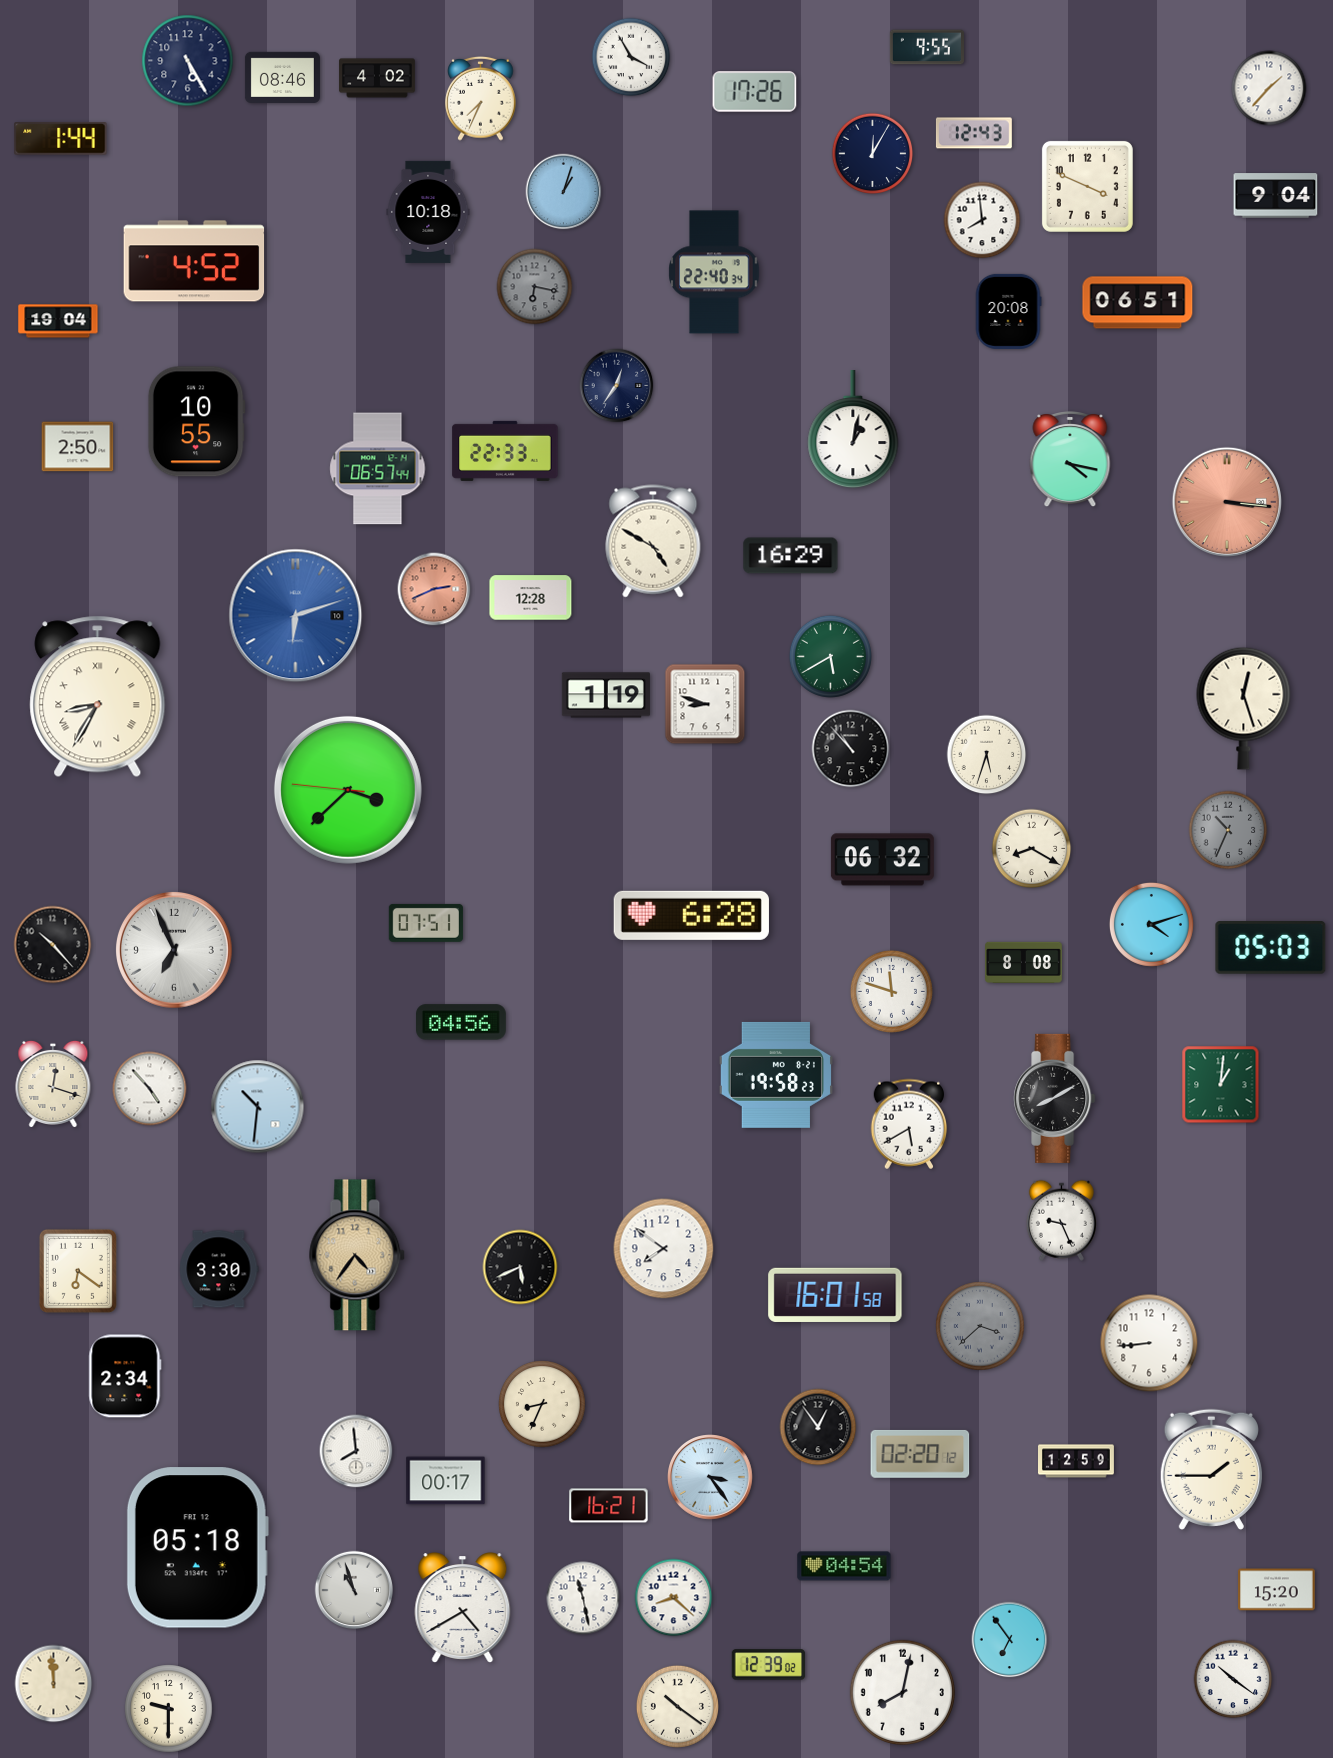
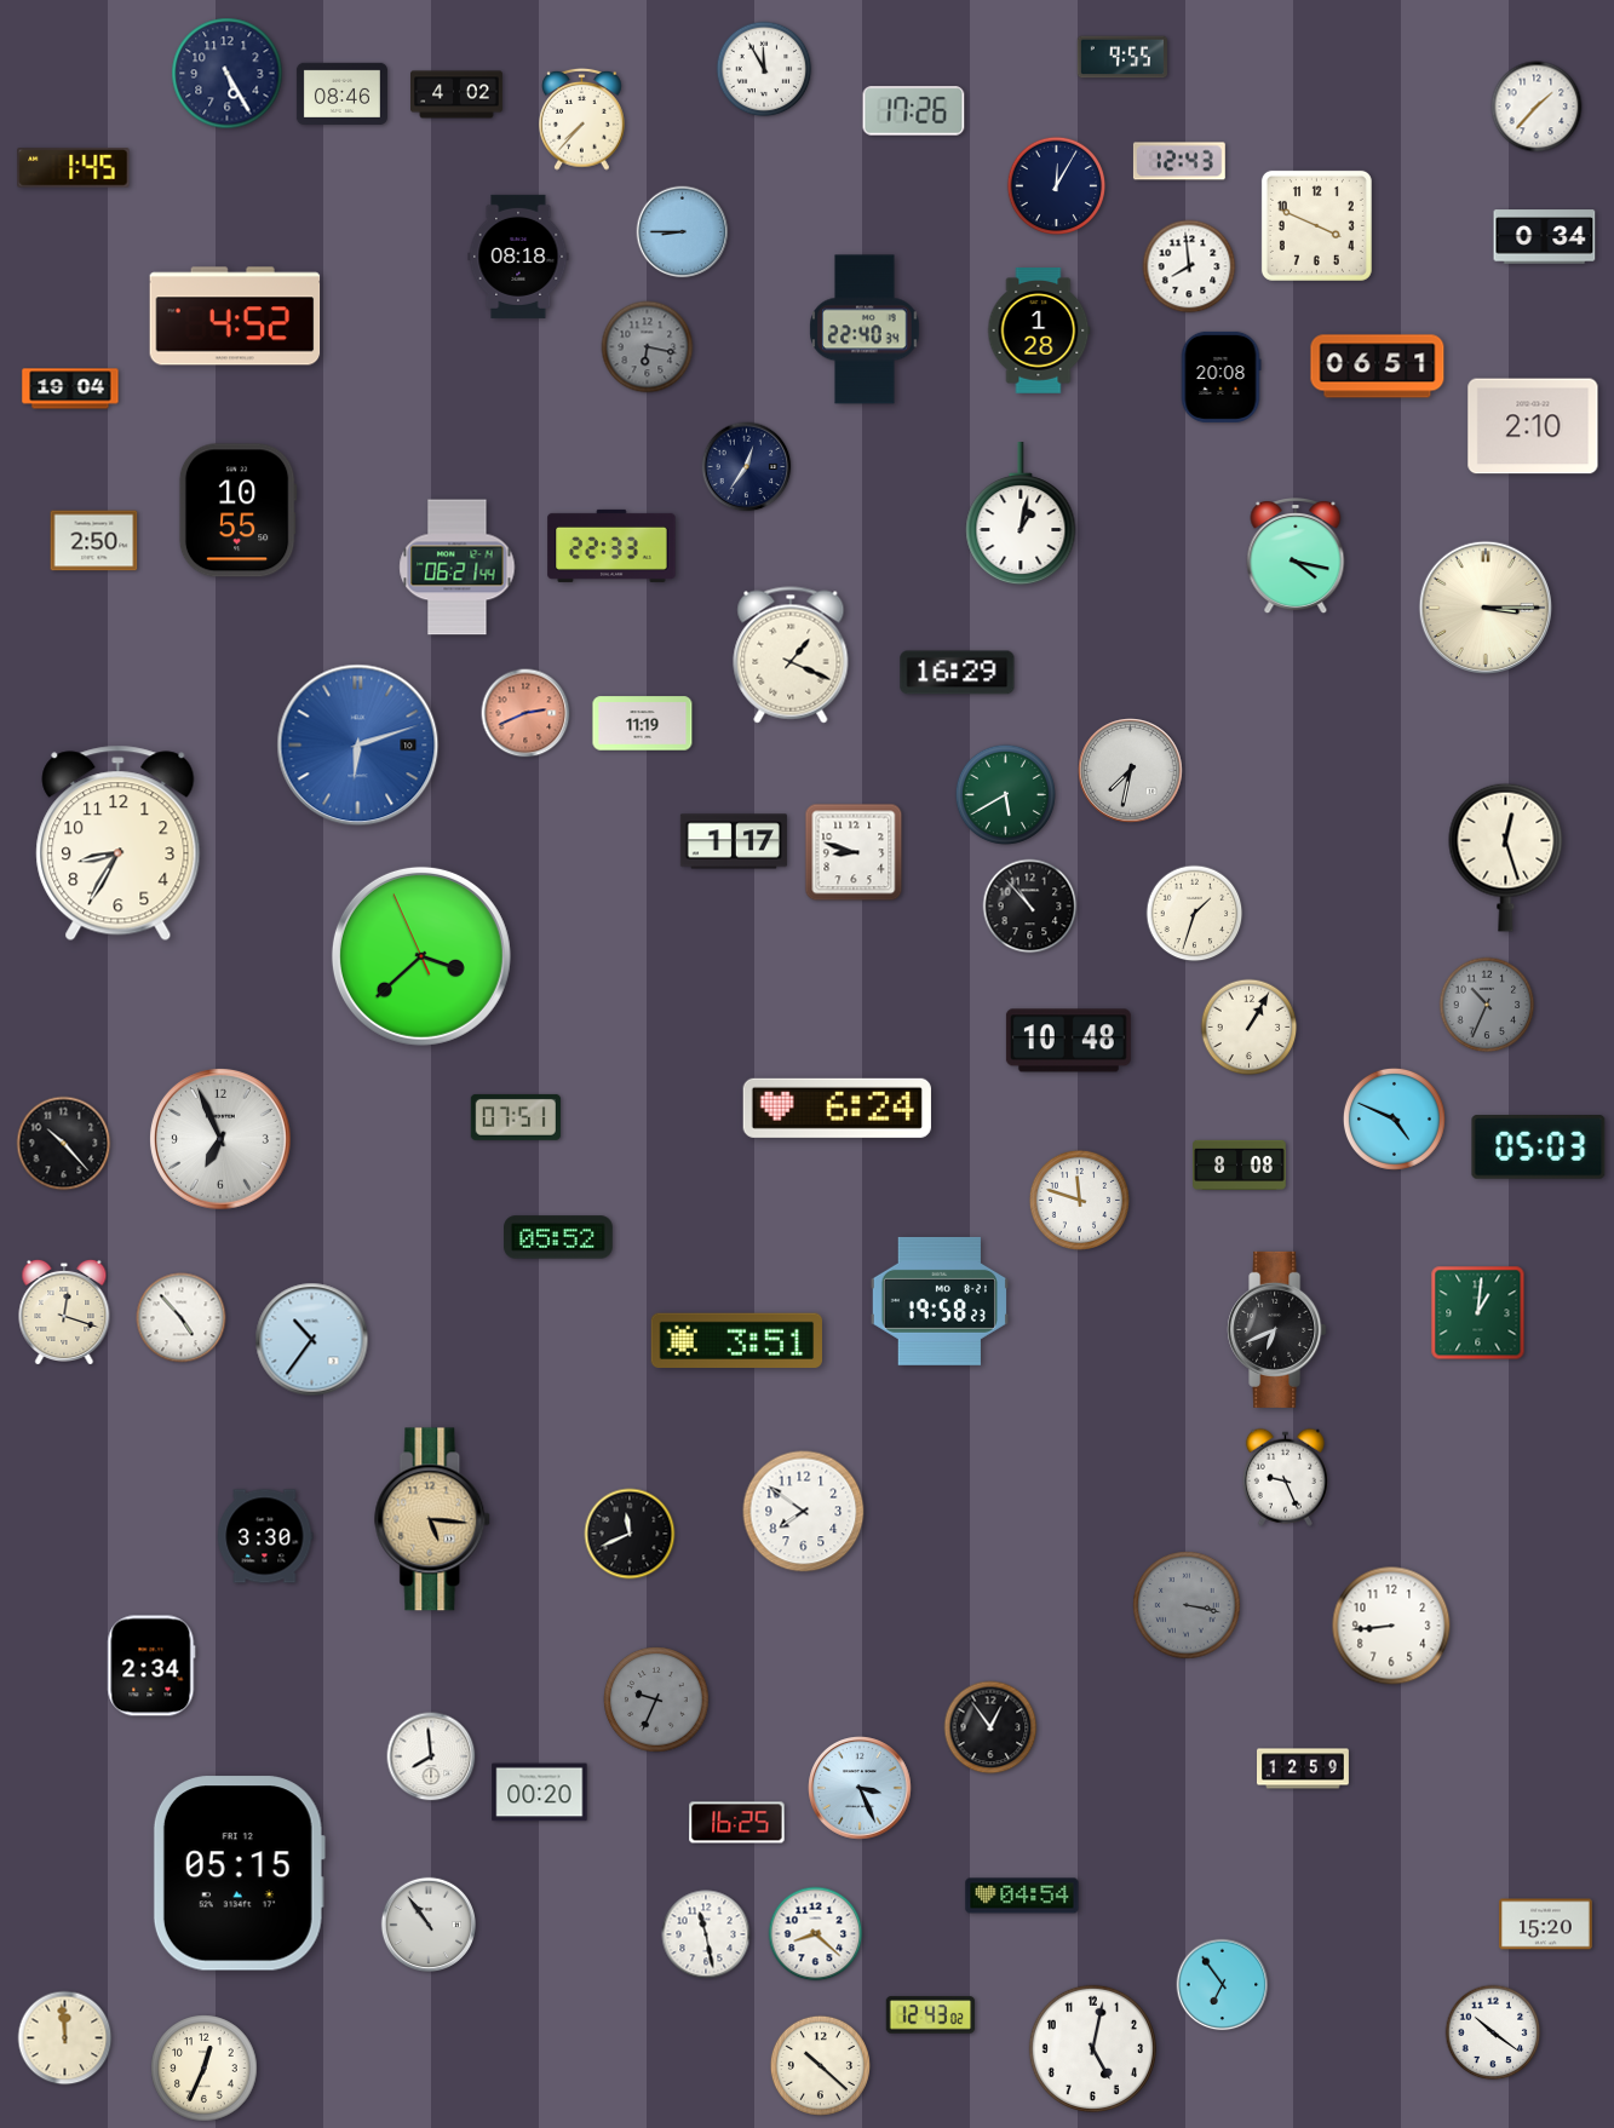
clock at (631, 57): 3:55 -> 11:55
clock at (481, 98): 7:34 -> 7:37
clock at (61, 139): 1:44 -> 1:45
clock at (564, 192): 1:03 -> 8:45
clock at (1276, 196): 9:04 -> 0:34
clock at (428, 212): 10:18 -> 08:18
clock at (1039, 332): none -> 1:28
clock at (1533, 426): none -> 2:10
clock at (853, 430) position: (853, 430) -> (1021, 514)
clock at (378, 469): 06:57 -> 06:21
clock at (1226, 501): 3:16 -> 3:15
clock at (1226, 501) dial: salmon -> cream
clock at (653, 541): 4:50 -> 1:19
clock at (531, 598): 12:28 -> 11:19
clock at (1131, 771): none -> 7:32
clock at (606, 695): 1:19 -> 1:17
clock at (98, 697) numerals: Roman -> Arabic
clock at (987, 755): 5:33 -> 1:33
clock at (348, 790): 3:37:46 -> 3:37:56
clock at (1032, 849): 8:20 -> 1:05
clock at (882, 860): 06:32 -> 10:48
clock at (691, 915): 6:28 -> 6:24
clock at (1151, 924): 4:12 -> 4:49
clock at (174, 950) position: (174, 950) -> (220, 1139)
clock at (462, 1022): 04:56 -> 05:52
clock at (1055, 1098): 8:10 -> 6:41
clock at (258, 1107): 10:31 -> 10:36
clock at (736, 1340): none -> 3:51
clock at (909, 1124): 5:40 -> none
clock at (358, 1255): 4:36 -> 5:16
clock at (520, 1267): 5:41 -> 11:41
clock at (78, 1271): 6:21 -> none
clock at (835, 1295): 16:01 -> none
clock at (980, 1326): 3:38 -> 3:17
clock at (542, 1404): 8:34 -> 9:34
clock at (542, 1404) dial: cream -> grey
clock at (920, 1454): 02:20 -> none
clock at (1211, 1469): 1:45 -> none
clock at (710, 1477): 3:24 -> 3:26
clock at (446, 1481): 00:17 -> 00:20
clock at (609, 1506): 16:21 -> 16:25
clock at (197, 1548): 05:18 -> 05:15
clock at (353, 1589): 10:57 -> 10:54
clock at (463, 1608): 4:40 -> none
clock at (769, 1665): 12:39 -> 12:43
clock at (902, 1692): 8:02 -> 5:02
clock at (677, 1706): 10:21 -> 10:22
clock at (169, 1709): 9:30 -> 12:34
